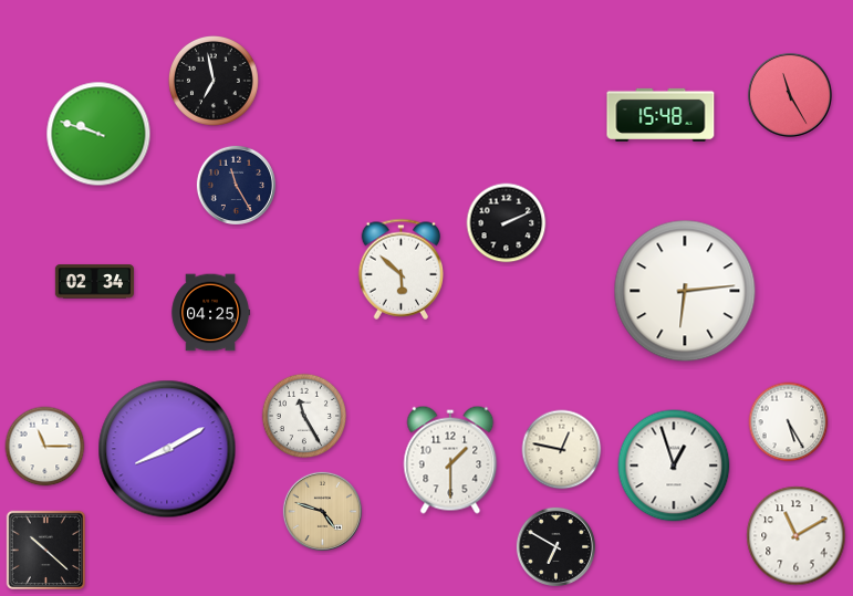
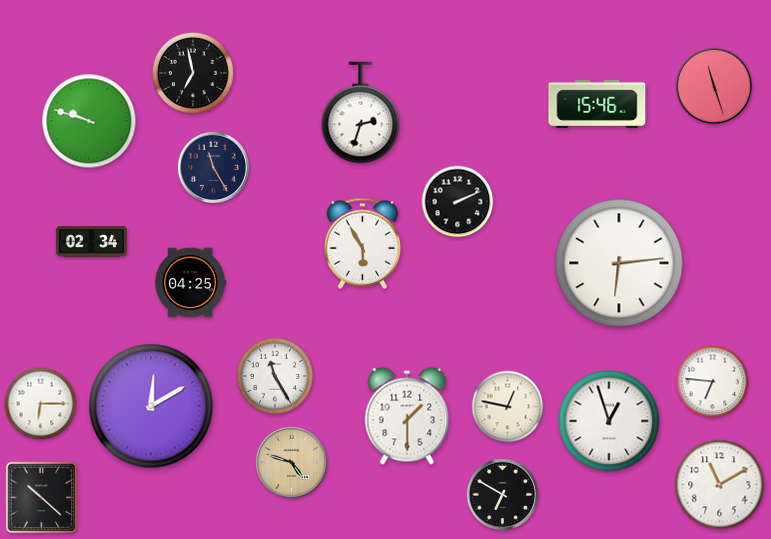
clock at (790, 95): 11:25 -> 11:27
clock at (660, 115): 15:48 -> 15:46
clock at (361, 113): none -> 2:33
clock at (402, 269): 5:52 -> 5:55
clock at (94, 282) position: (94, 282) -> (91, 242)
clock at (789, 422): 5:25 -> 6:46
clock at (45, 447): 11:15 -> 6:15
clock at (167, 449): 8:10 -> 12:10
